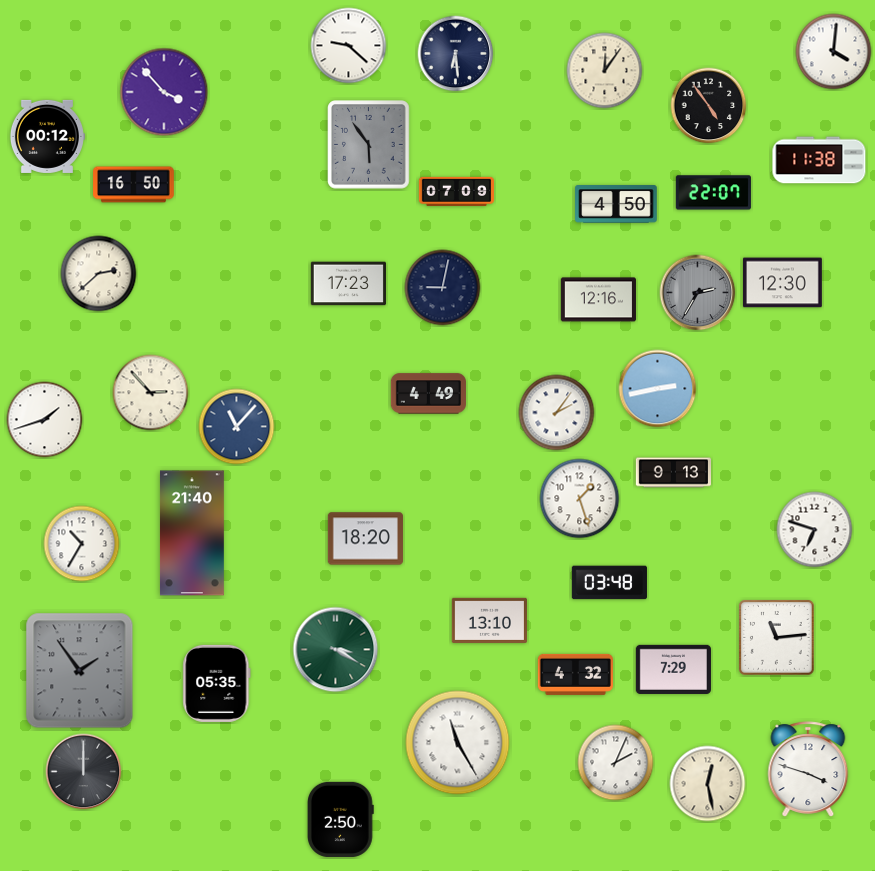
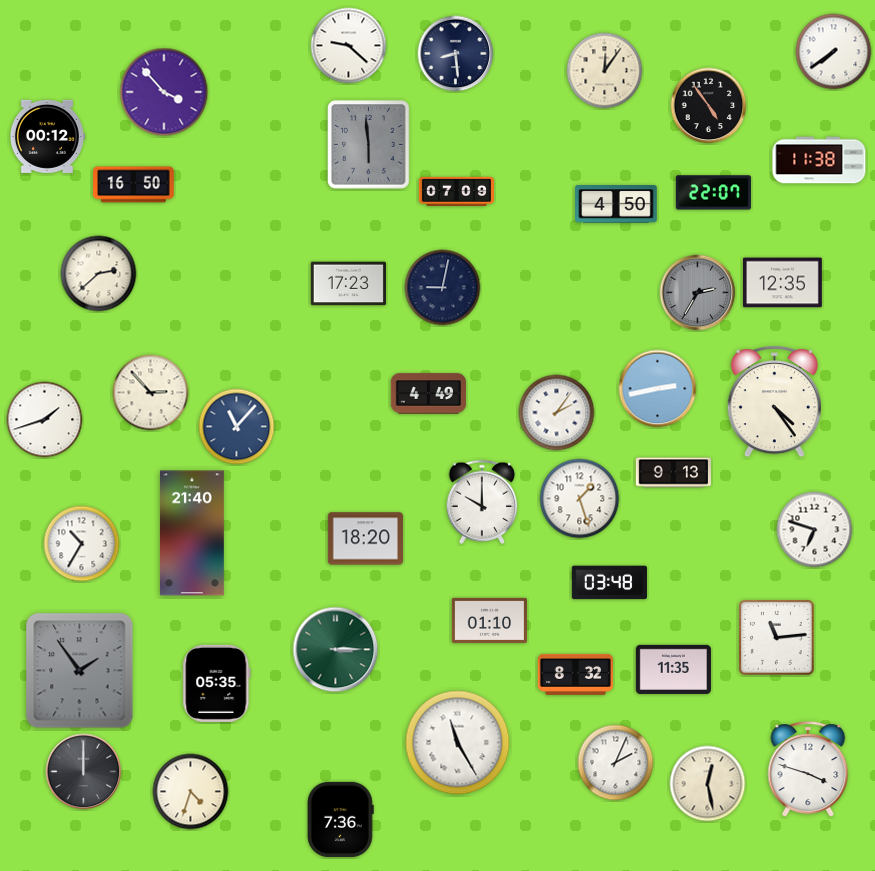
clock at (834, 52): 4:01 -> 7:39
clock at (456, 54): 6:29 -> 8:29
clock at (369, 145): 5:54 -> 5:59
clock at (782, 283): 12:30 -> 12:35
clock at (598, 300): 12:16 -> none
clock at (774, 402): none -> 4:24
clock at (482, 501): none -> 10:00
clock at (489, 620): 13:10 -> 01:10
clock at (336, 650): 3:20 -> 3:15
clock at (673, 669): 7:29 -> 11:35
clock at (575, 674): 4:32 -> 8:32
clock at (191, 792): none -> 4:33
clock at (341, 819): 2:50 -> 7:36
